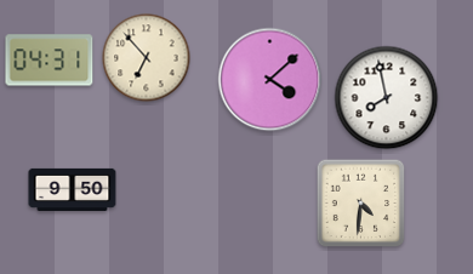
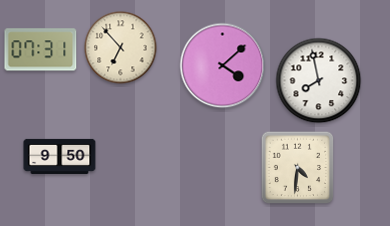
clock at (50, 61): 04:31 -> 07:31
